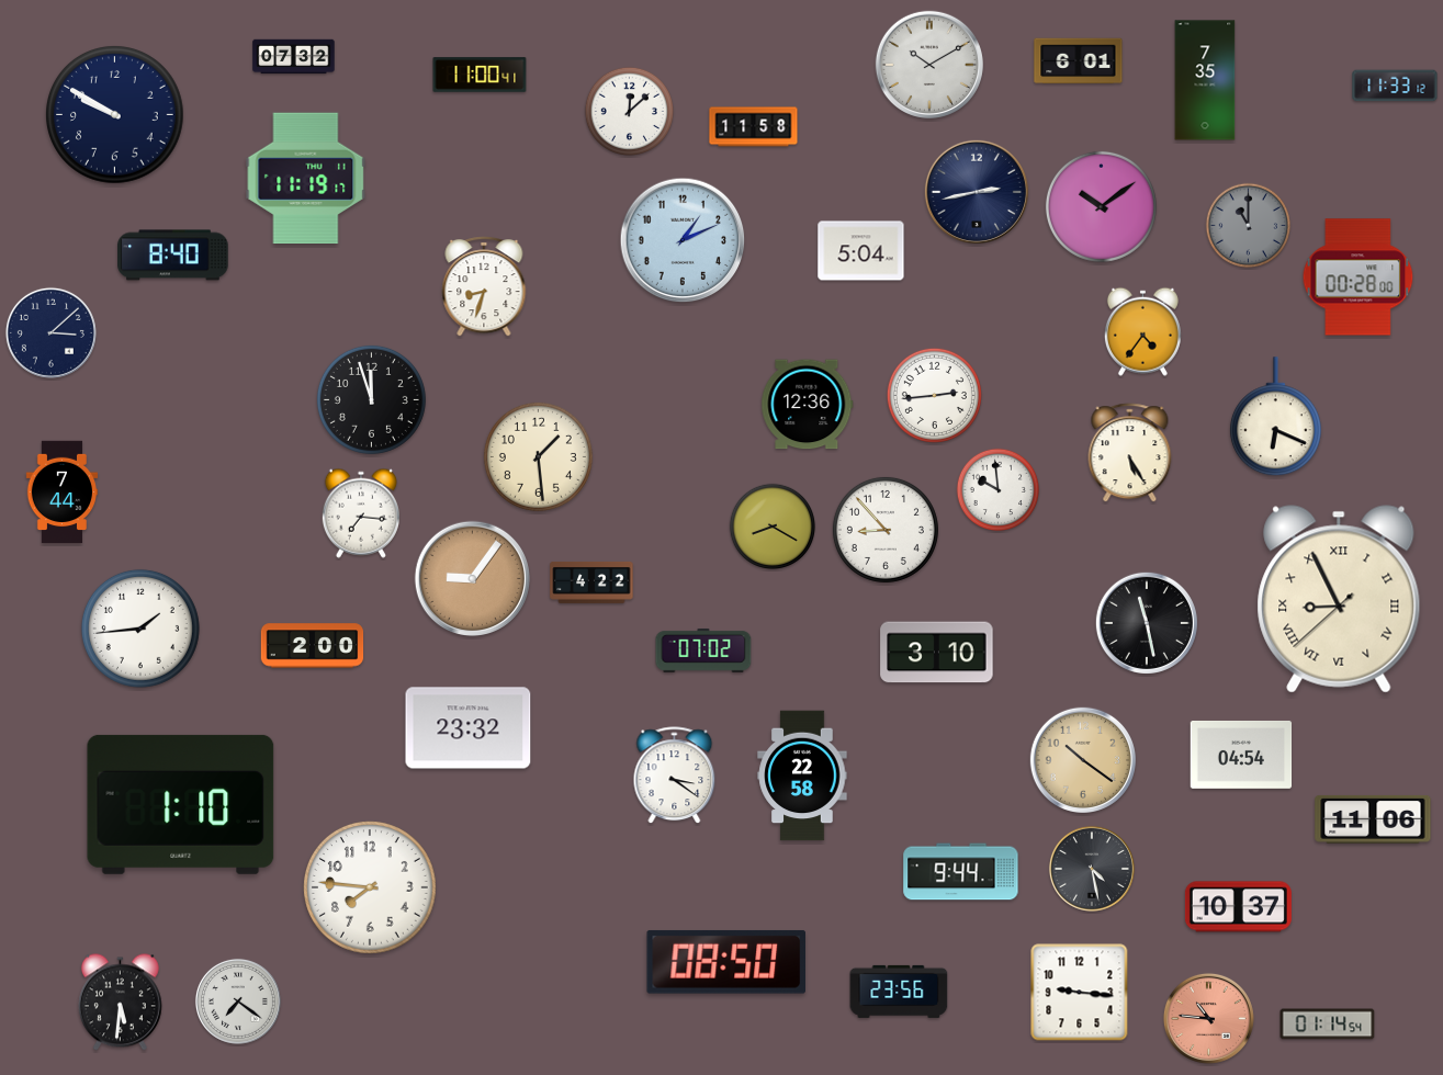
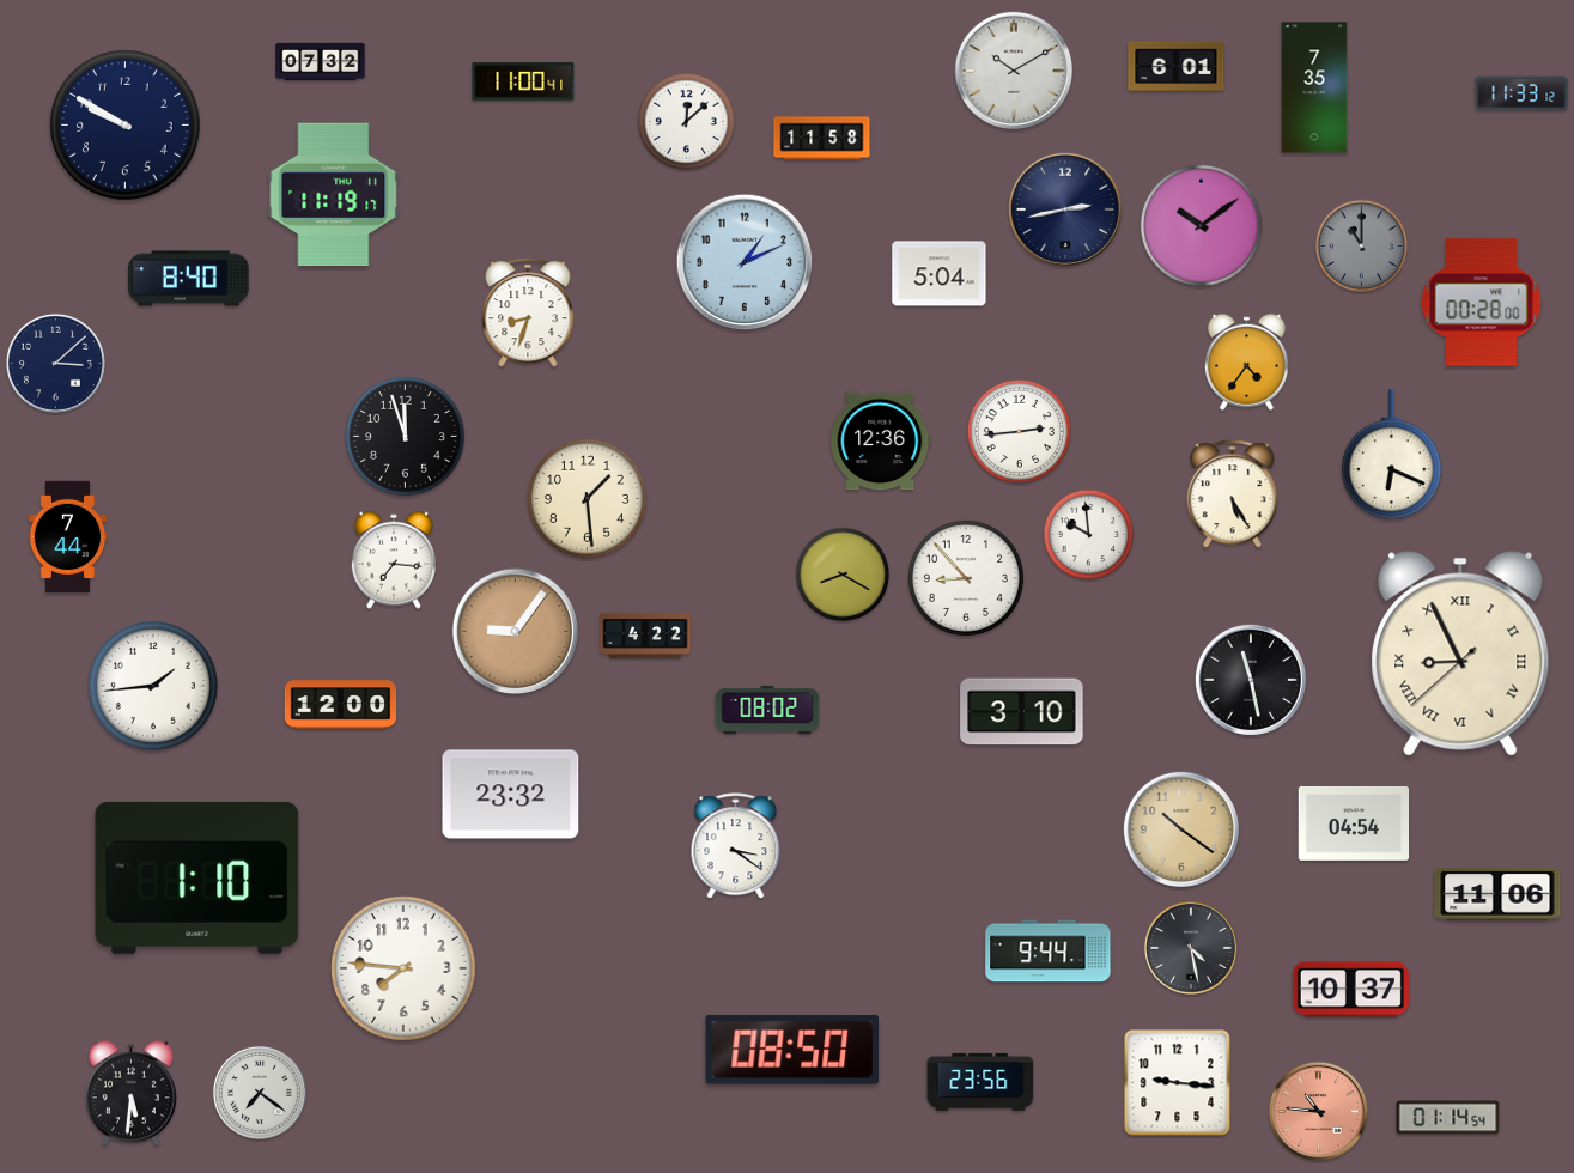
clock at (313, 646): 2:00 -> 12:00
clock at (703, 650): 07:02 -> 08:02
clock at (802, 776): 22:58 -> none
